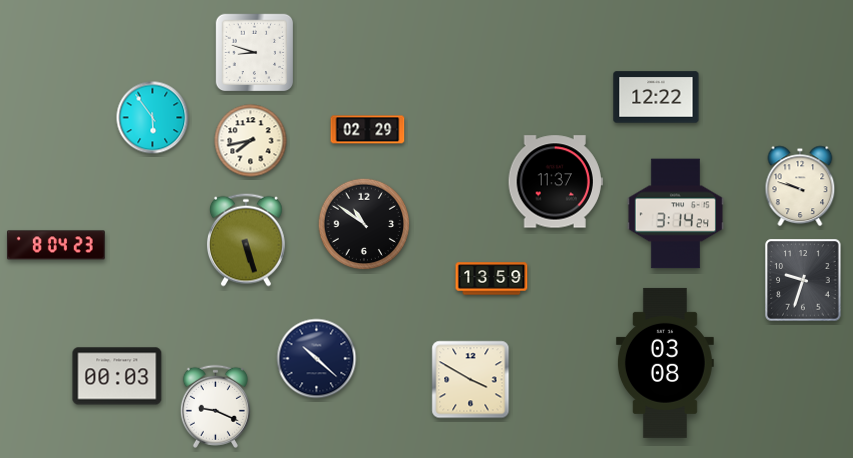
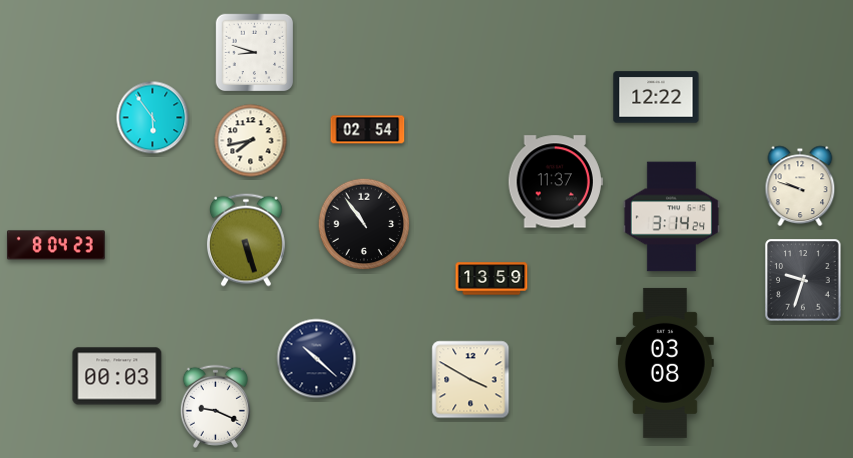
clock at (368, 130): 02:29 -> 02:54
clock at (675, 214) position: (675, 214) -> (671, 217)
clock at (364, 224): 10:51 -> 10:54
